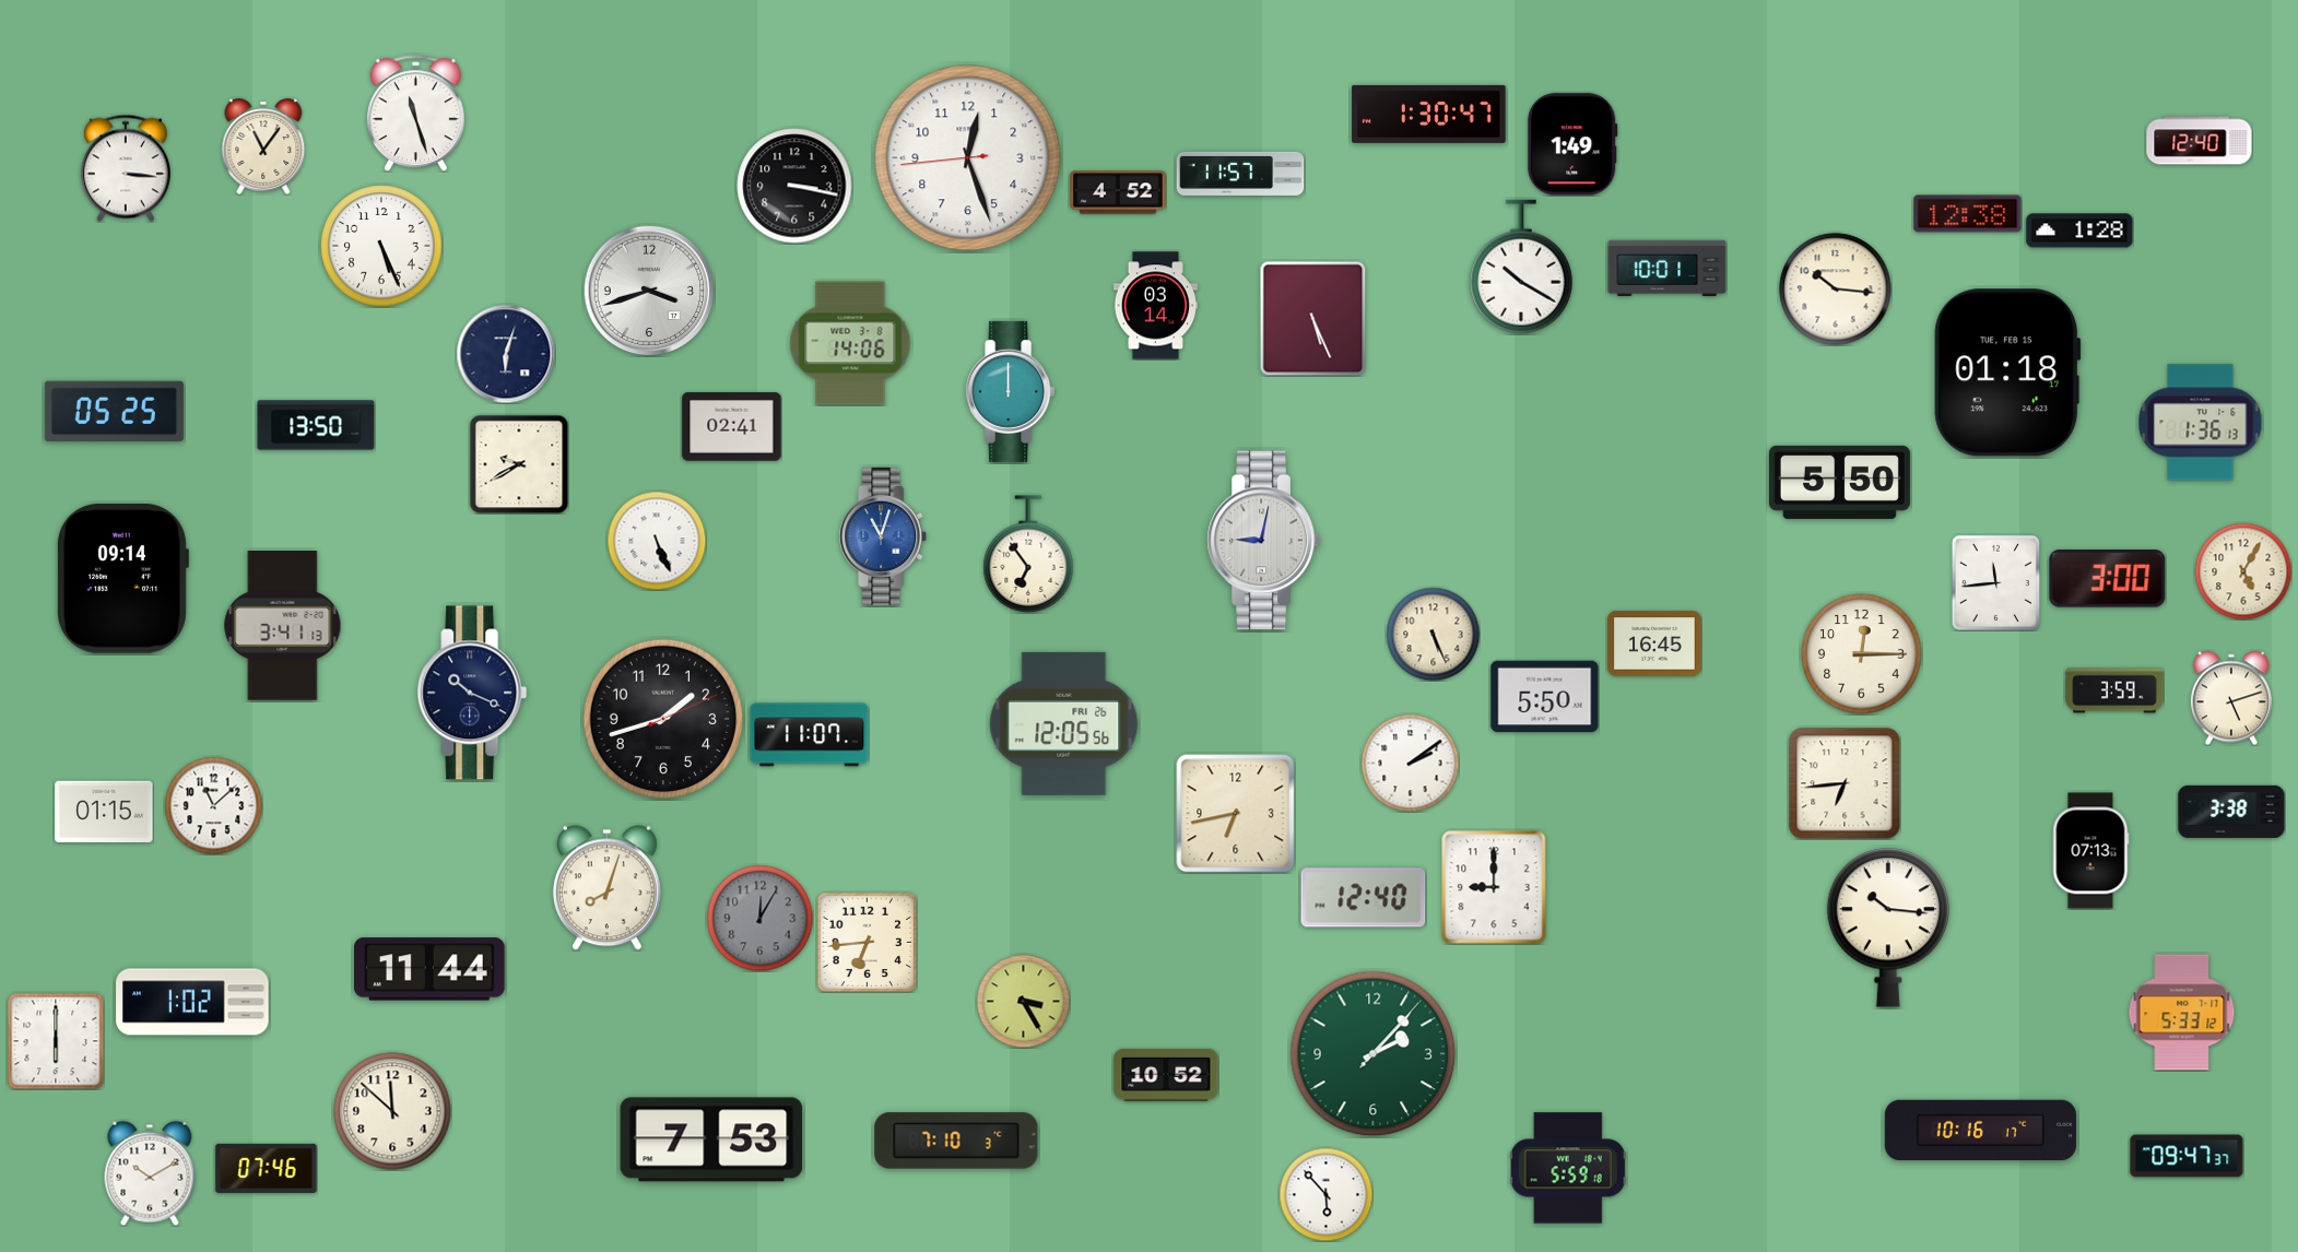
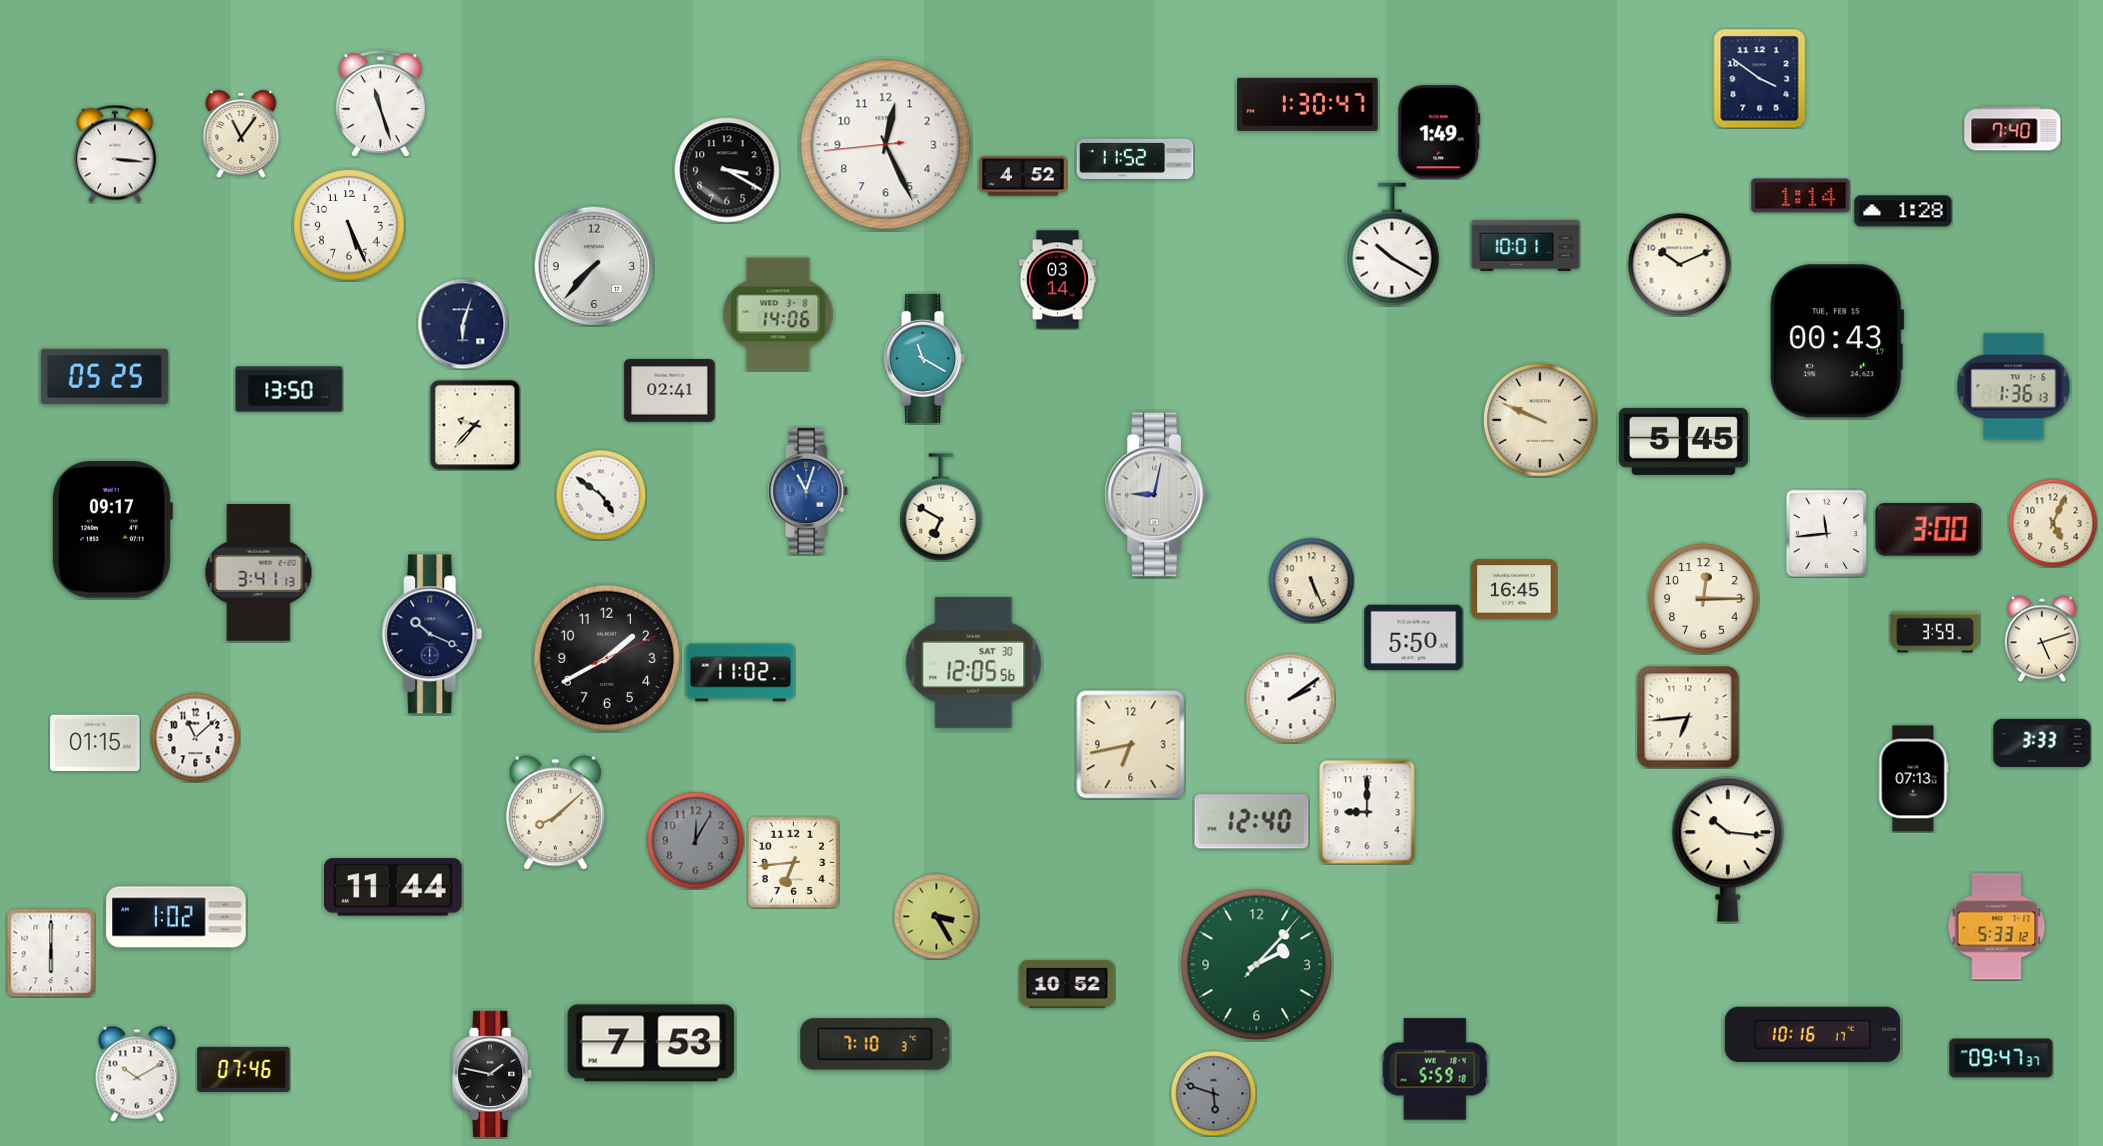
clock at (1760, 79): none -> 3:51
clock at (2200, 141): 12:40 -> 7:40
clock at (968, 158): 12:26 -> 12:25
clock at (1240, 174): 11:57 -> 11:52
clock at (794, 186): 3:17 -> 3:20
clock at (1968, 214): 12:38 -> 1:14
clock at (1836, 290): 10:16 -> 10:11
clock at (649, 291): 3:42 -> 7:37
clock at (1313, 318): 5:26 -> none
clock at (2007, 373): 01:18 -> 00:43
clock at (1011, 391): 12:00 -> 11:20
clock at (1540, 420): none -> 9:49
clock at (519, 464): 9:40 -> 9:37
clock at (1839, 482): 5:50 -> 5:45
clock at (657, 541): 5:26 -> 4:51
clock at (1028, 554): 6:54 -> 6:50
clock at (2243, 571): 5:05 -> 5:04
clock at (122, 578): 09:14 -> 09:17
clock at (663, 719): 1:42 -> 1:40
clock at (1064, 723) date: FRI 26 -> SAT 30
clock at (810, 735): 11:07 -> 11:02
clock at (2231, 812): 3:38 -> 3:33
clock at (606, 888): 8:03 -> 8:08
clock at (1364, 898) position: (1364, 898) -> (1252, 822)
clock at (392, 1111): 11:52 -> none
clock at (493, 1074): none -> 1:47
clock at (1325, 1194): 5:53 -> 5:48
clock at (1325, 1194) dial: white -> grey
